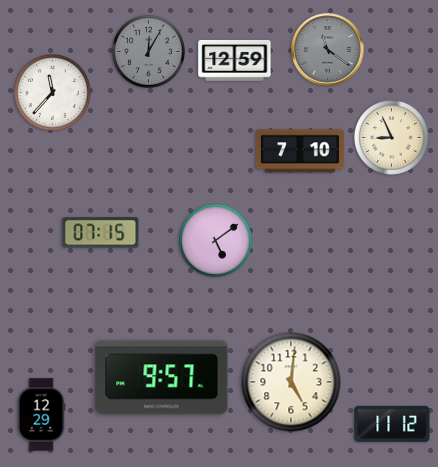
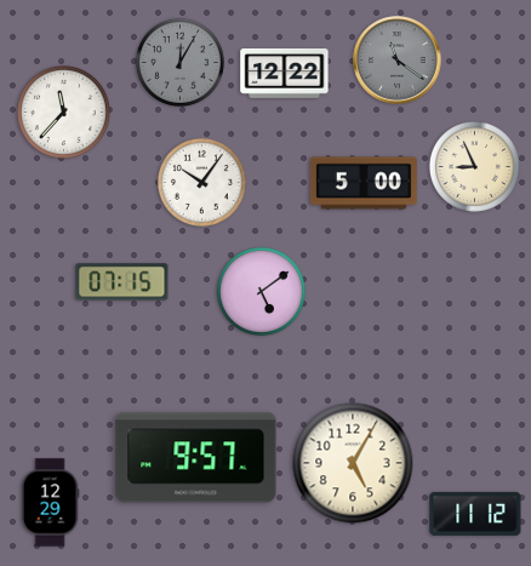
clock at (235, 61): 12:59 -> 12:22
clock at (201, 182): none -> 10:06
clock at (300, 151): 7:10 -> 5:00
clock at (291, 382): 5:01 -> 5:05
